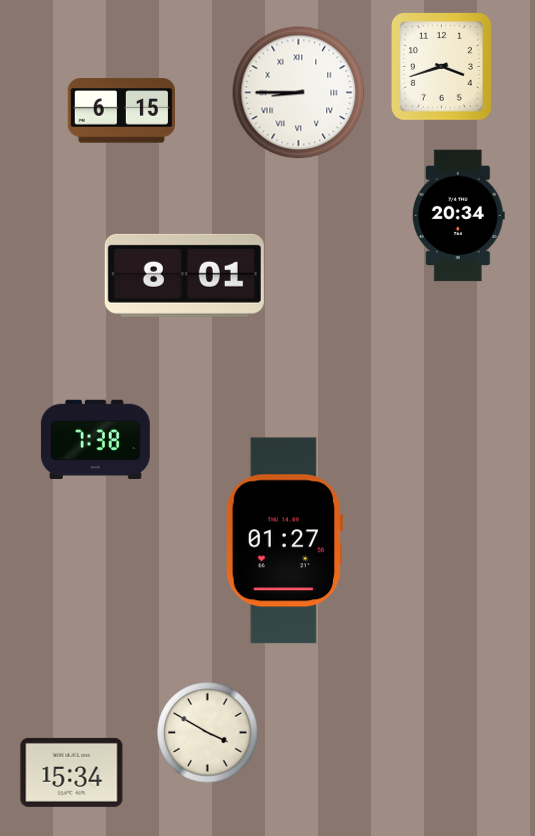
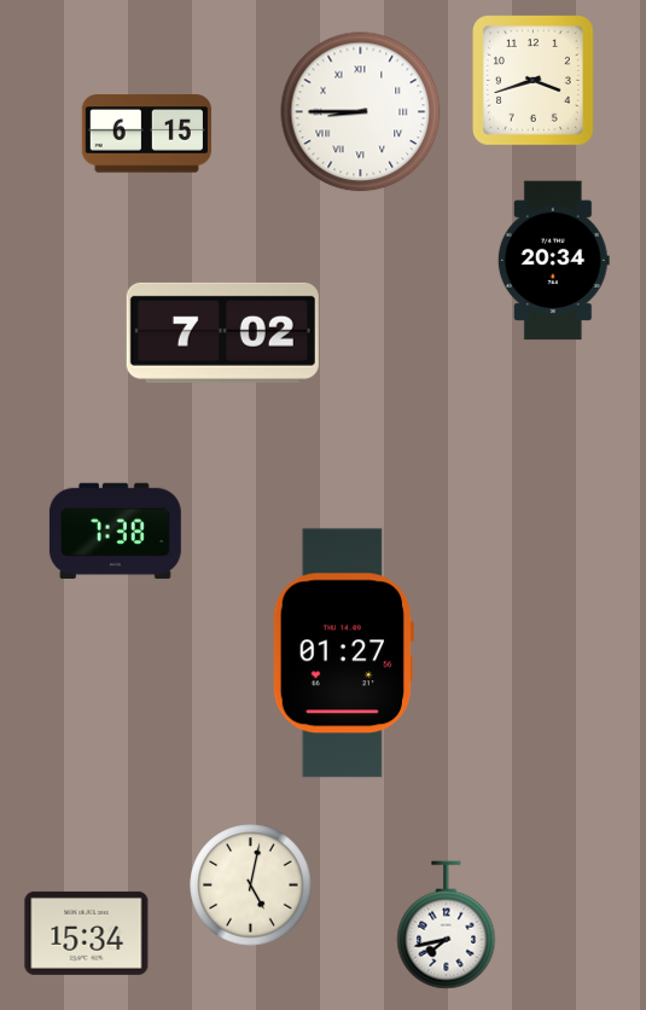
clock at (184, 275): 8:01 -> 7:02
clock at (208, 733): 3:50 -> 5:02
clock at (447, 925): none -> 7:43
